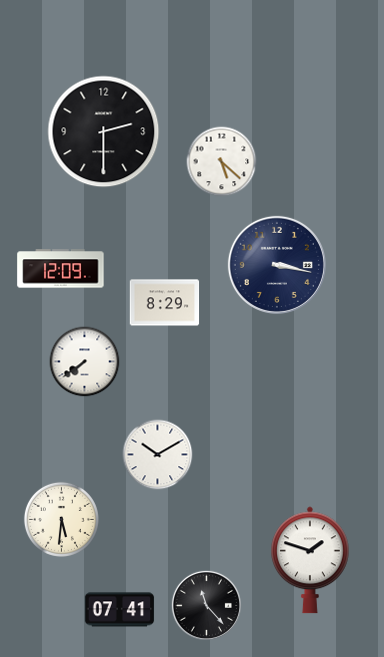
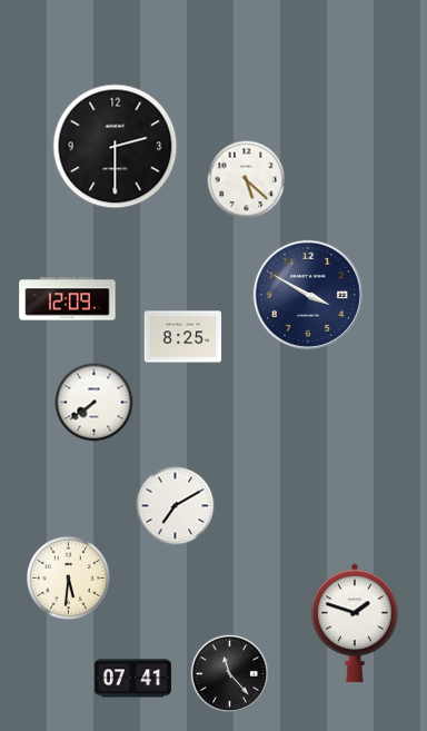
clock at (277, 265): 3:17 -> 3:50
clock at (165, 303): 8:29 -> 8:25
clock at (158, 455): 10:10 -> 7:10
clock at (311, 560) position: (311, 560) -> (356, 623)
